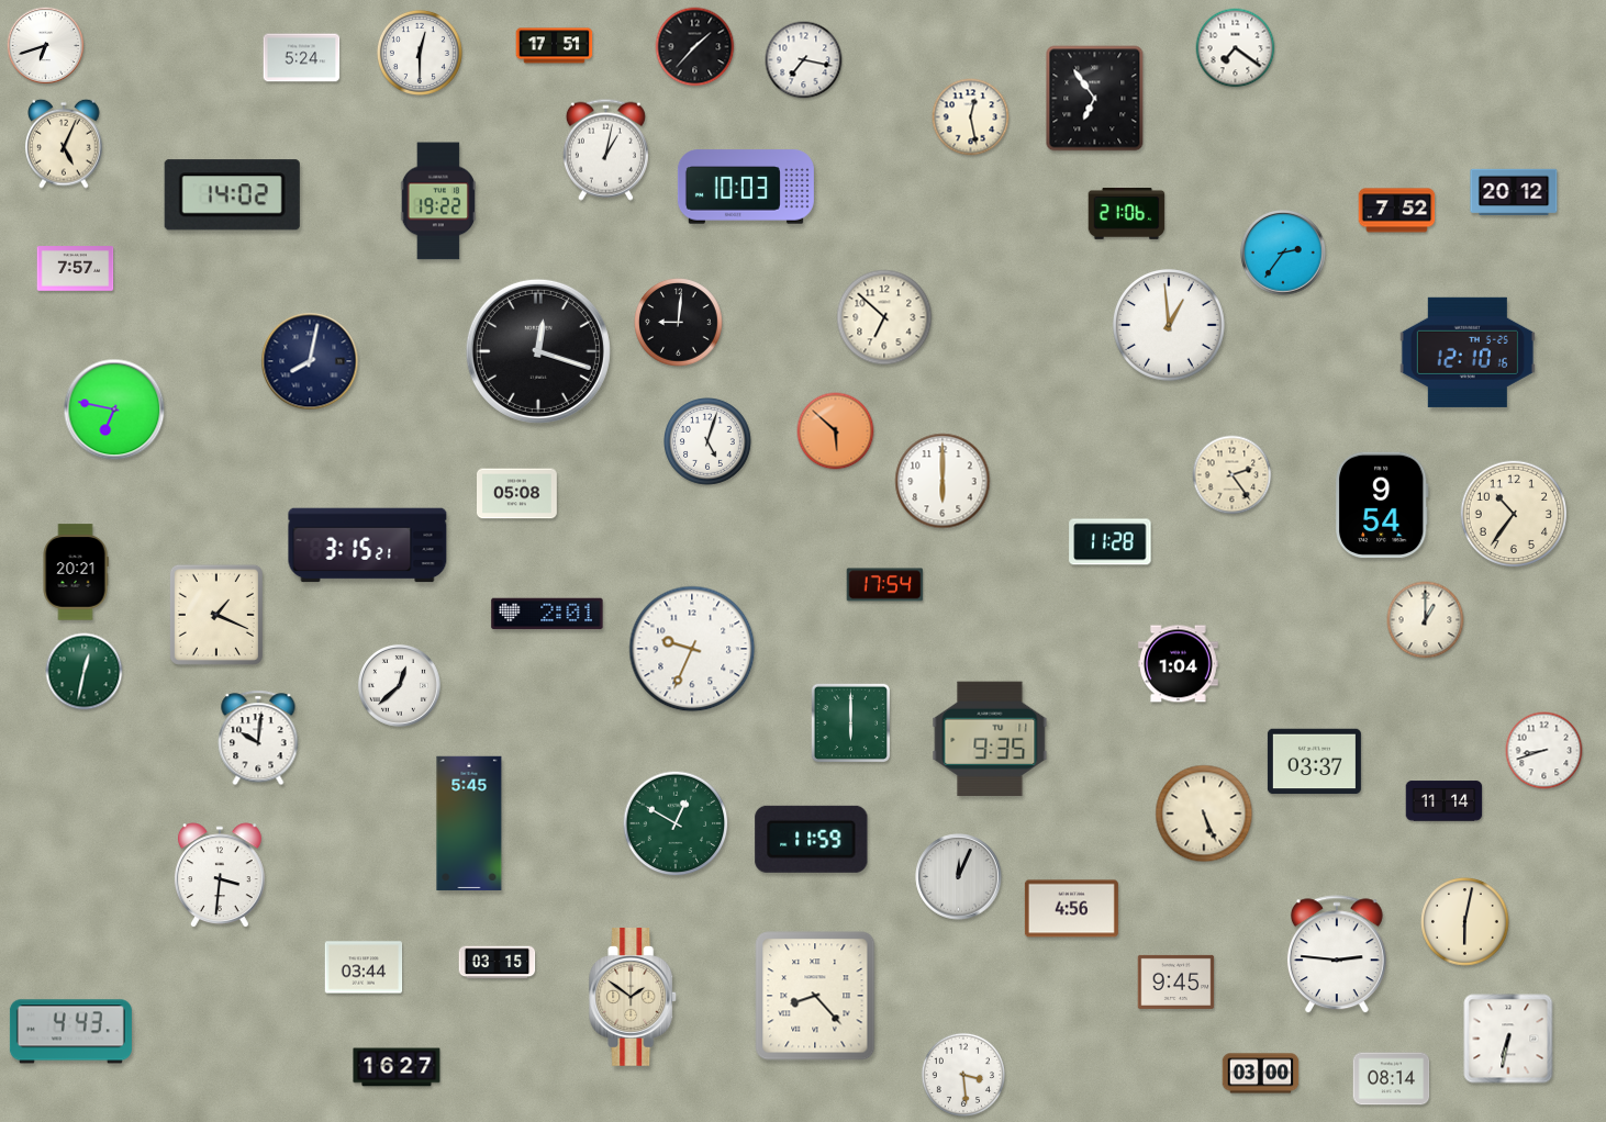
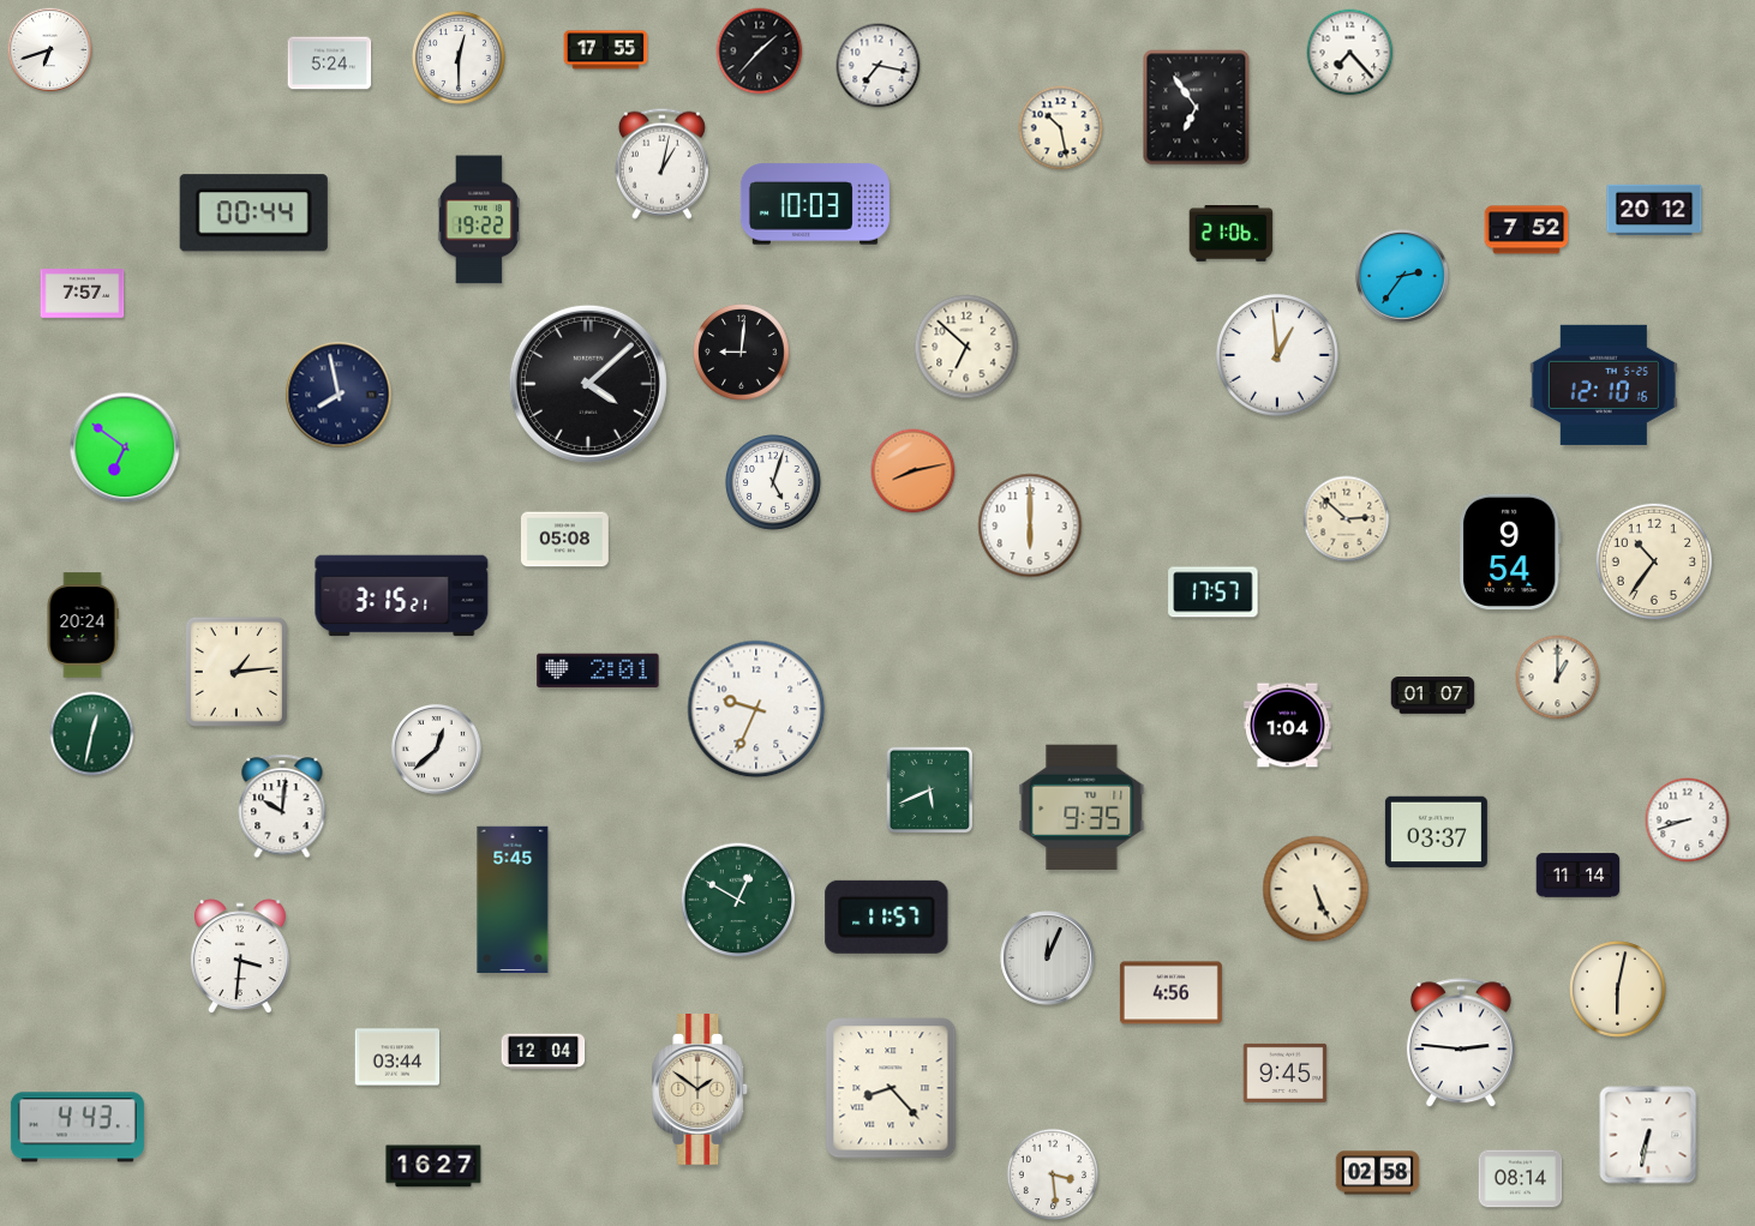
clock at (555, 46): 17:51 -> 17:55
clock at (1236, 48): 7:21 -> 7:23
clock at (971, 117): 12:28 -> 10:28
clock at (64, 144): 5:04 -> none
clock at (232, 195): 14:02 -> 00:44
clock at (538, 351): 12:18 -> 4:08
clock at (310, 361): 8:02 -> 7:58
clock at (114, 409): 6:47 -> 6:51
clock at (836, 431): 5:52 -> 8:13
clock at (1233, 475): 2:24 -> 2:52
clock at (1111, 542): 11:28 -> 17:57
clock at (76, 572): 20:21 -> 20:24
clock at (885, 585): 17:54 -> none
clock at (216, 615): 1:19 -> 1:14
clock at (1433, 696): none -> 01:07
clock at (851, 723): 6:00 -> 5:41
clock at (812, 839): 11:59 -> 11:57
clock at (1465, 922) position: (1465, 922) -> (1618, 990)
clock at (498, 963): 03:15 -> 12:04
clock at (634, 997) position: (634, 997) -> (701, 1089)
clock at (1261, 1074): 03:00 -> 02:58
